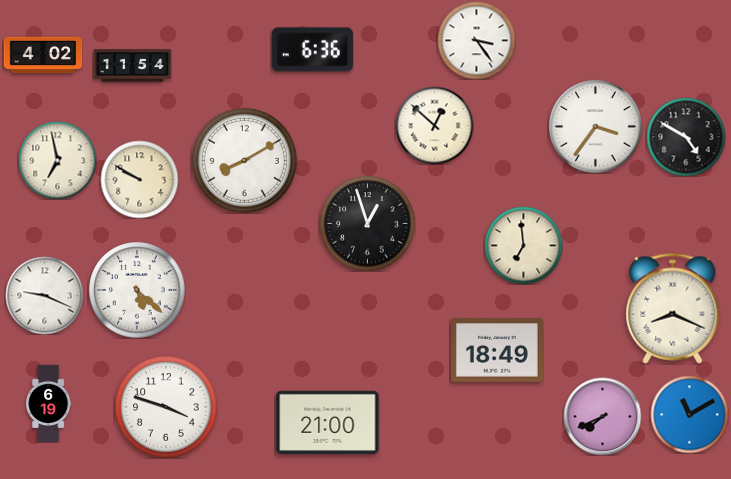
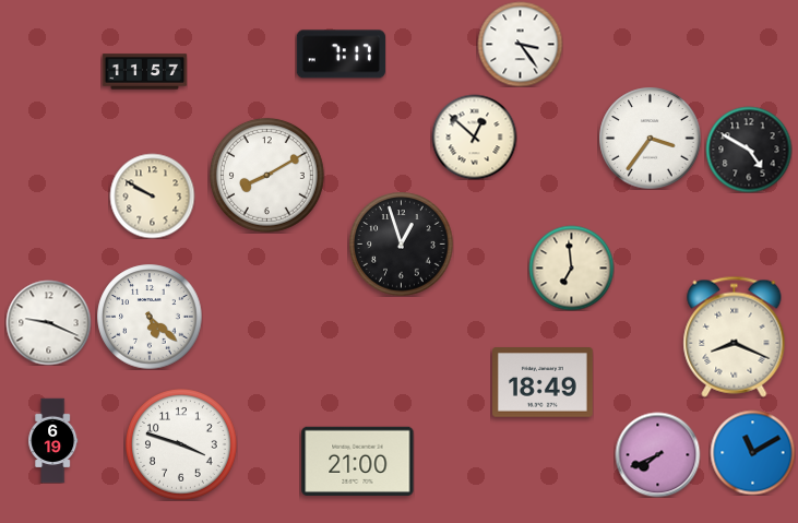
clock at (312, 50): 6:36 -> 7:17
clock at (43, 55): 4:02 -> none
clock at (132, 66): 11:54 -> 11:57
clock at (57, 160): 6:58 -> none
